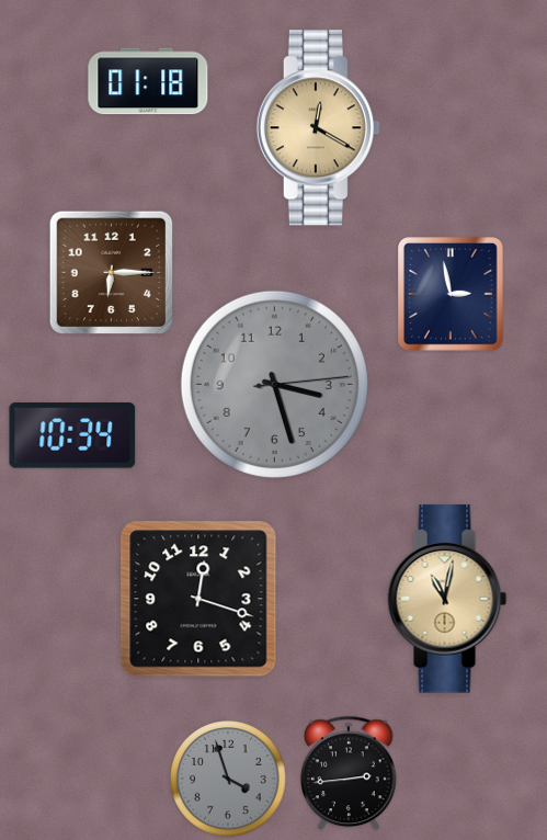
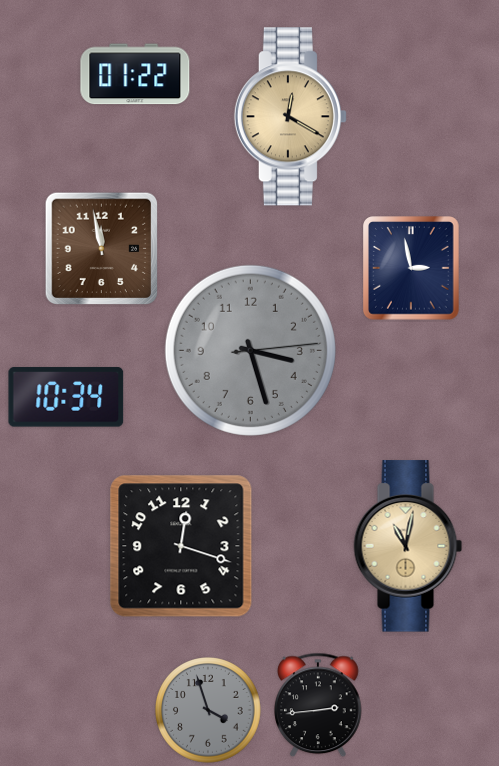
clock at (148, 81): 01:18 -> 01:22
clock at (112, 273): 6:15 -> 11:58
